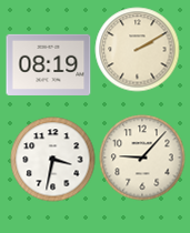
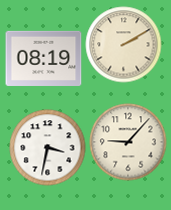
clock at (53, 160) position: (53, 160) -> (48, 148)
